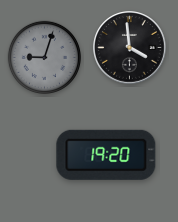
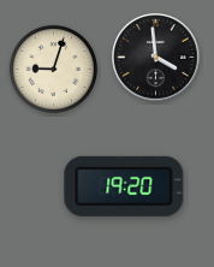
clock at (44, 57) dial: grey -> cream
clock at (106, 155) position: (106, 155) -> (124, 186)
